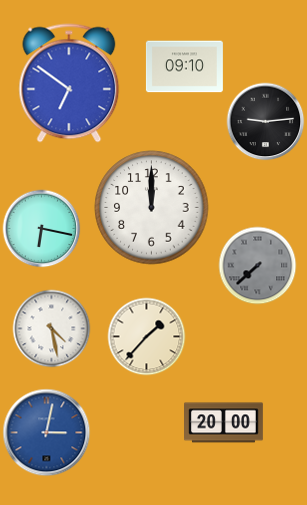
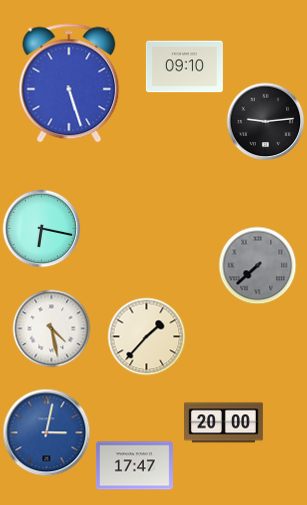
clock at (69, 83): 6:51 -> 5:27
clock at (152, 208): 12:00 -> none
clock at (134, 466): none -> 17:47
